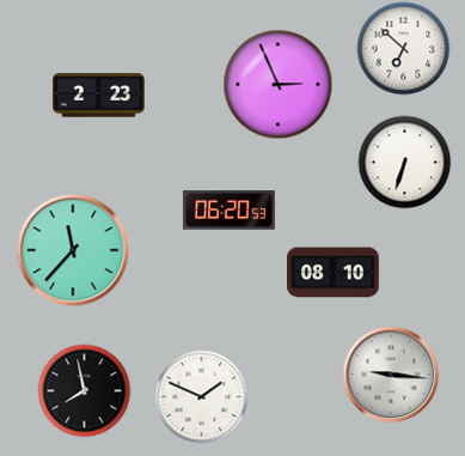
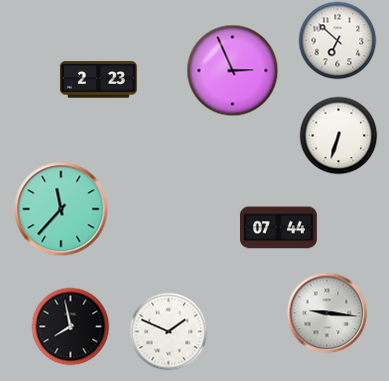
clock at (98, 96) position: (98, 96) -> (98, 80)
clock at (228, 211): 06:20 -> none
clock at (332, 273): 08:10 -> 07:44
